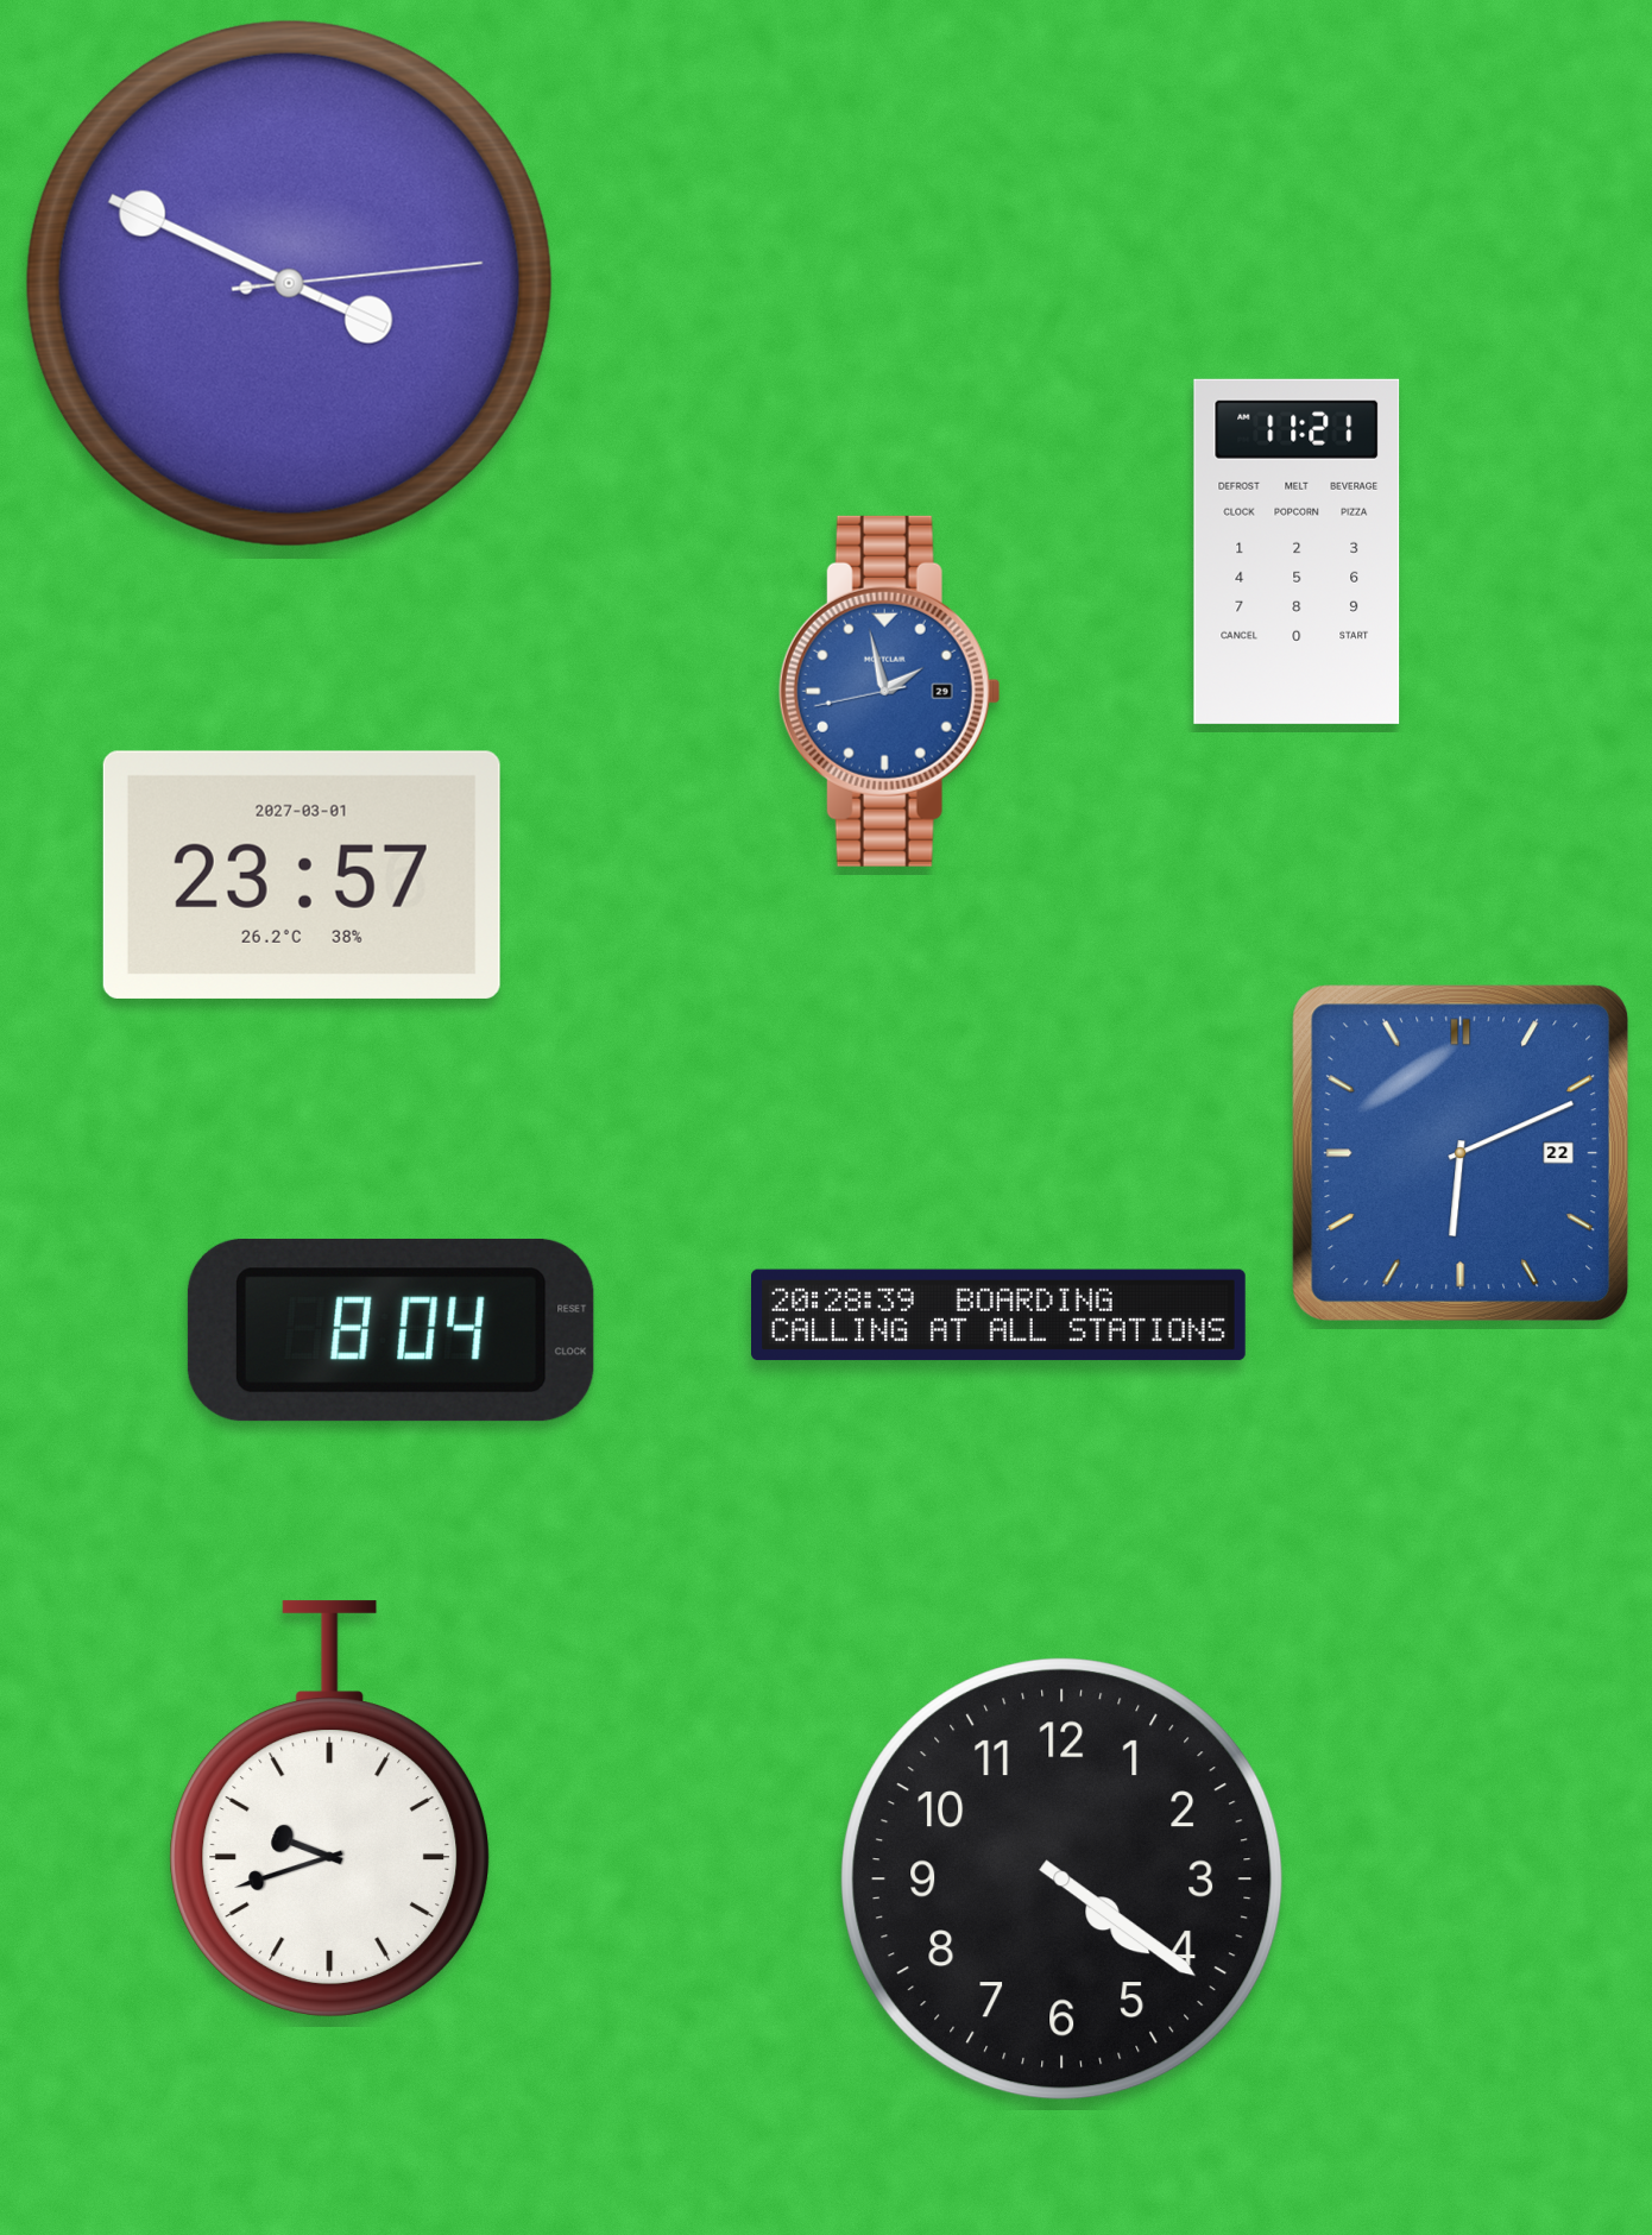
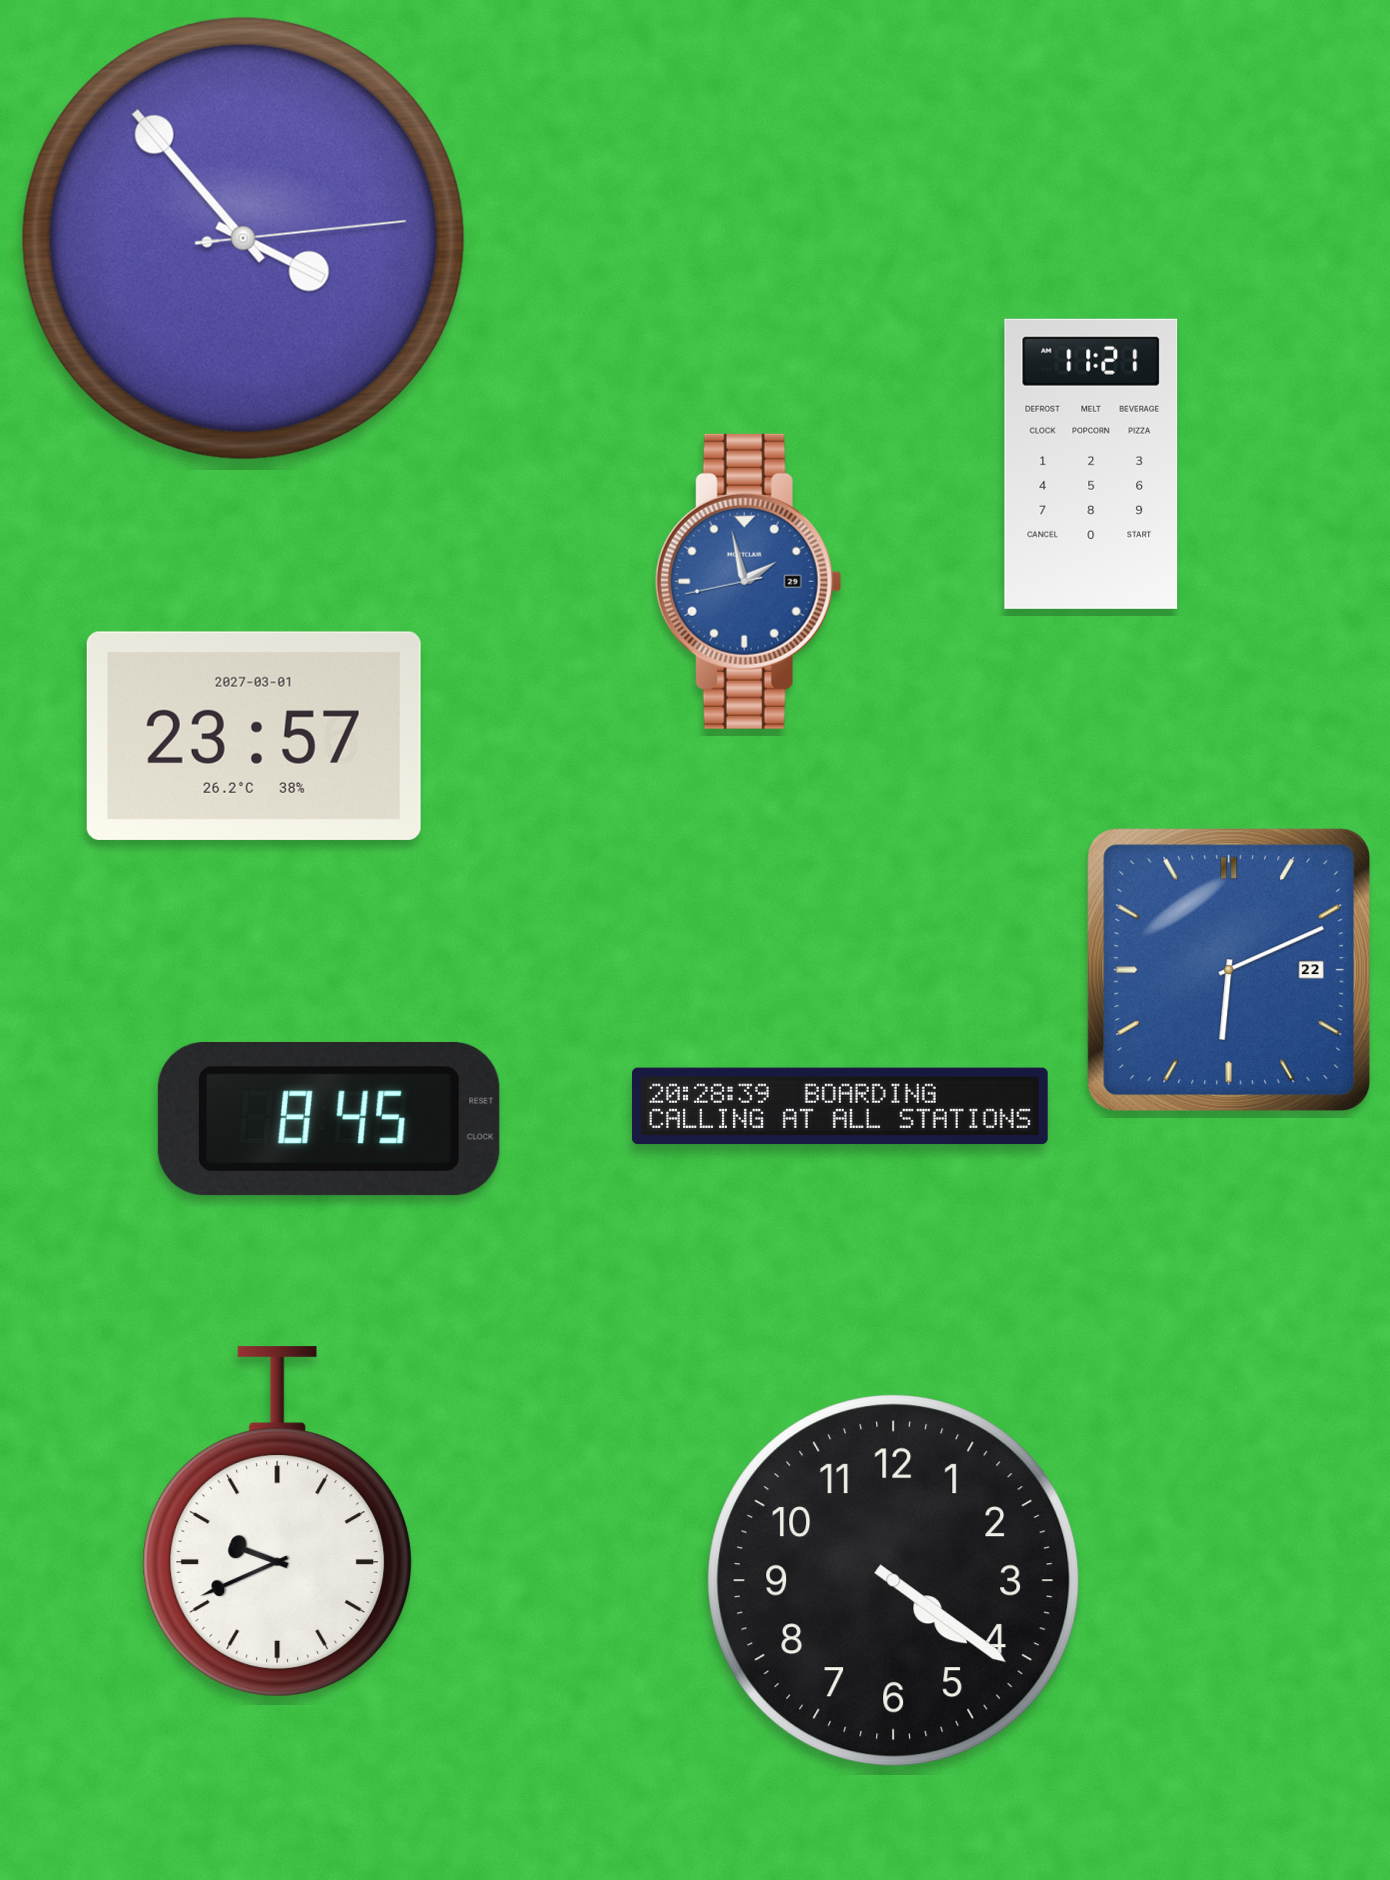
clock at (289, 283): 3:49 -> 3:53
clock at (391, 1330): 8:04 -> 8:45
clock at (330, 1809): 9:42 -> 9:41
